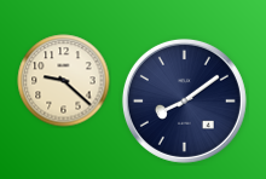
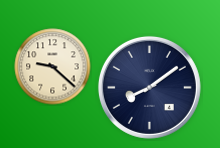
clock at (184, 100) position: (184, 100) -> (149, 87)
